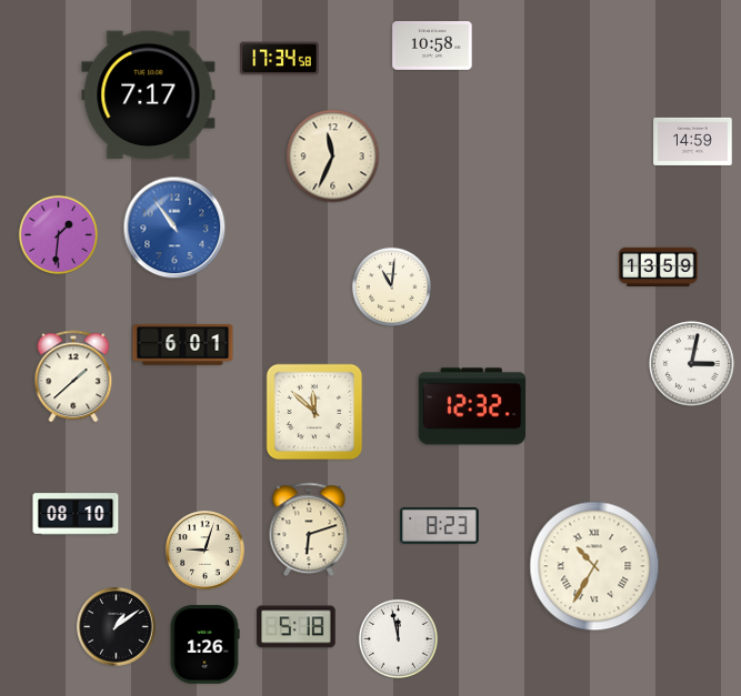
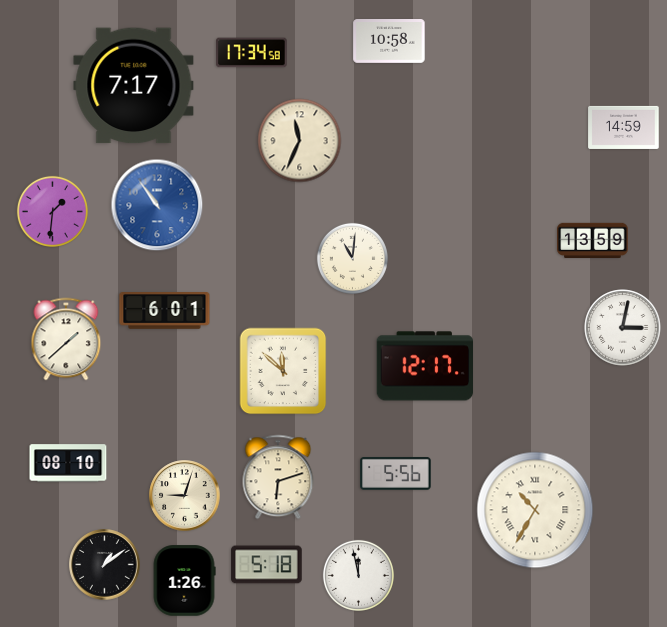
clock at (472, 406): 12:32 -> 12:17
clock at (440, 526): 8:23 -> 5:56
